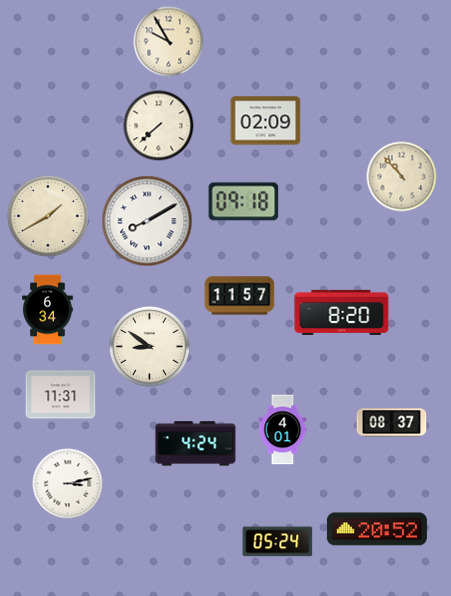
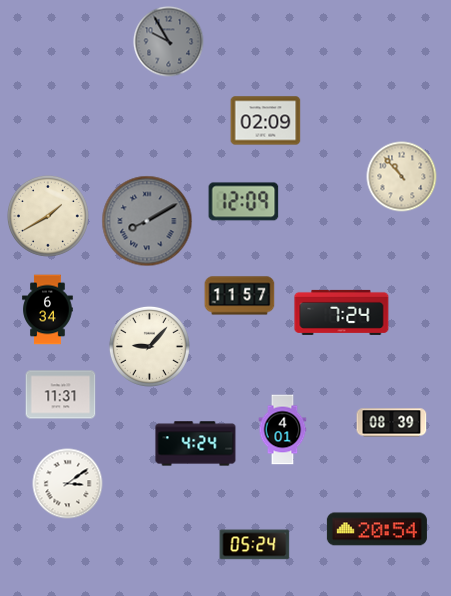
clock at (169, 42) dial: cream -> grey
clock at (159, 126): 7:38 -> none
clock at (244, 202): 09:18 -> 12:09
clock at (147, 221) dial: white -> grey
clock at (342, 312): 8:20 -> 7:24
clock at (149, 346): 8:51 -> 9:07
clock at (392, 423): 08:37 -> 08:39
clock at (68, 484): 3:13 -> 3:09
clock at (377, 529): 20:52 -> 20:54
clock at (278, 542) position: (278, 542) -> (255, 545)
